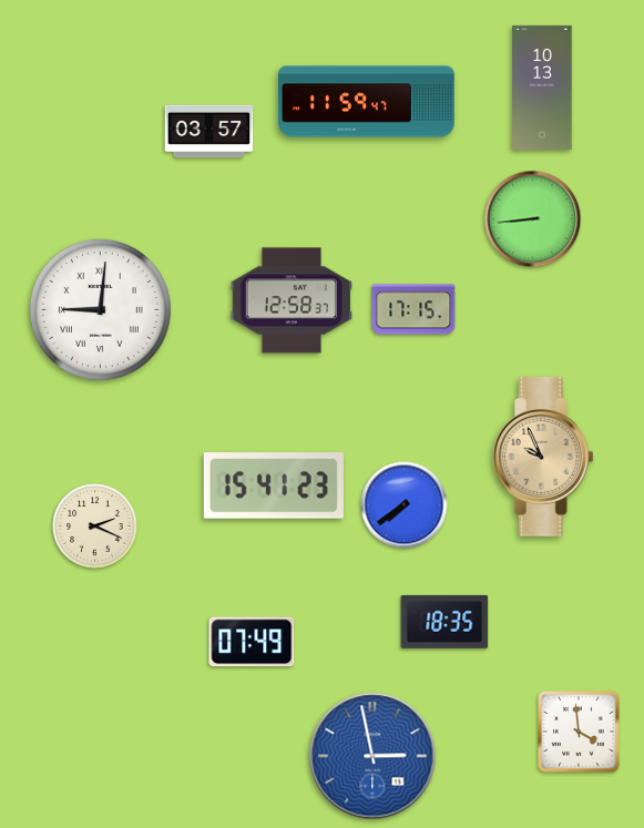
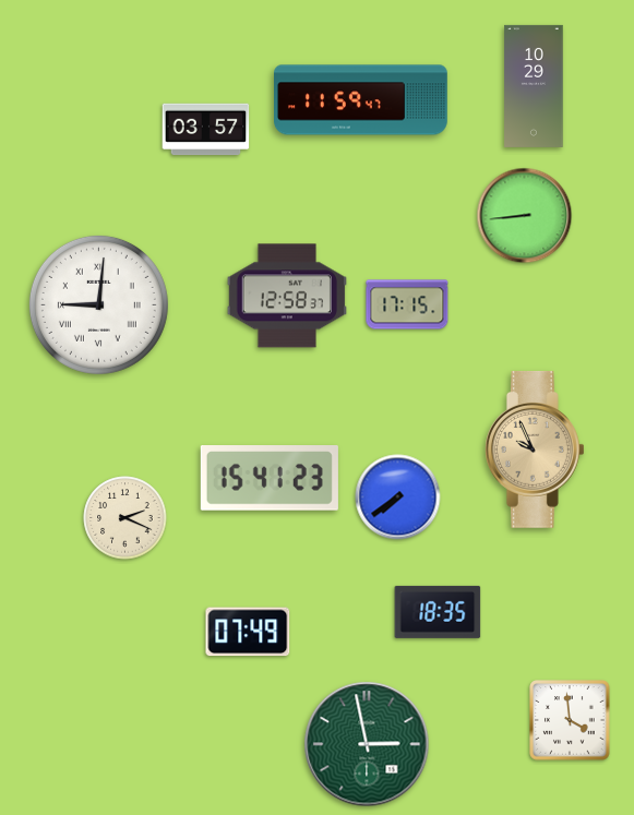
clock at (542, 88): 10:13 -> 10:29
clock at (95, 527) position: (95, 527) -> (125, 518)
clock at (372, 756) dial: blue -> green
